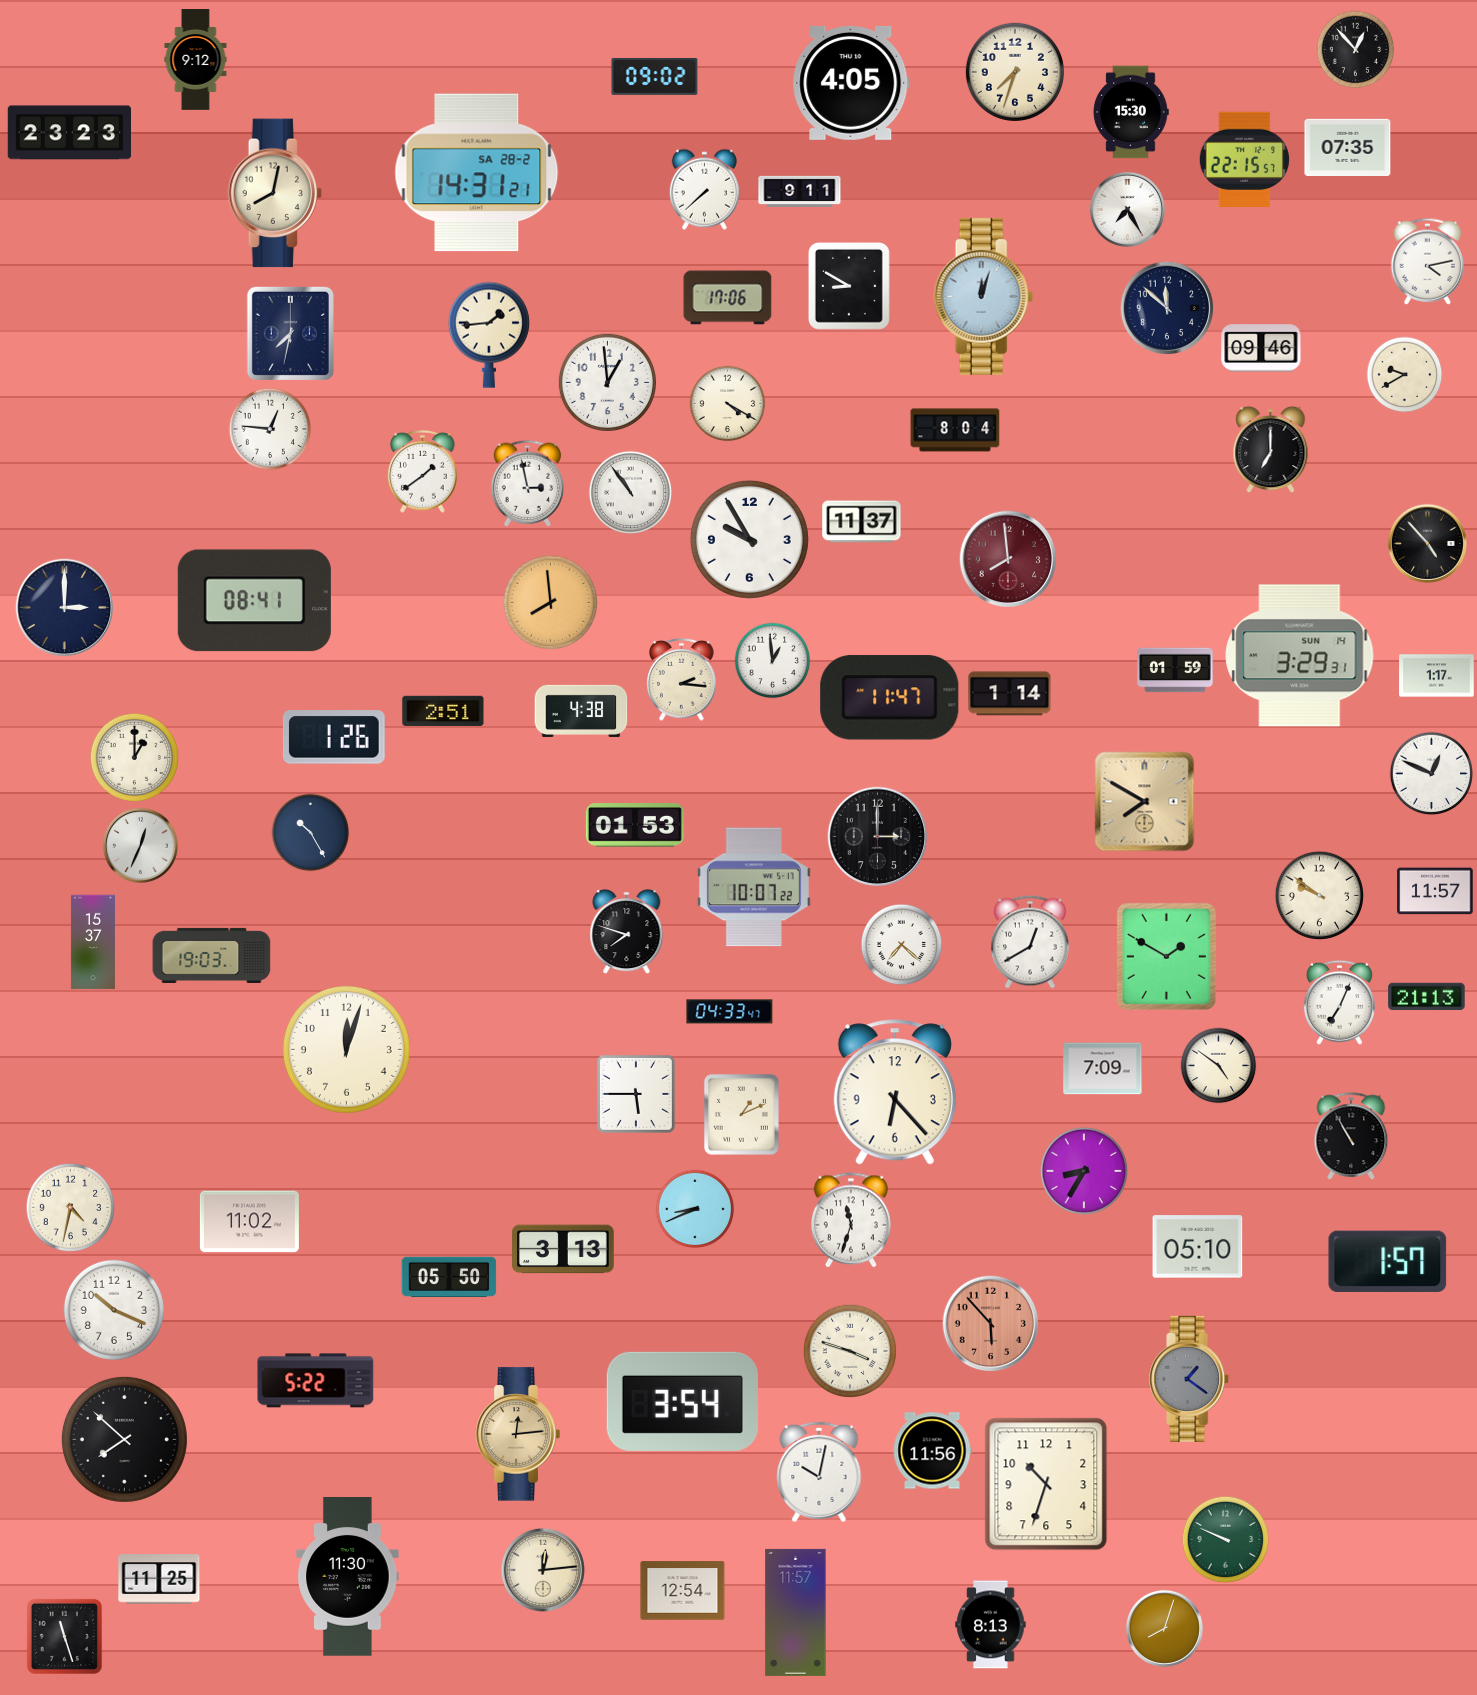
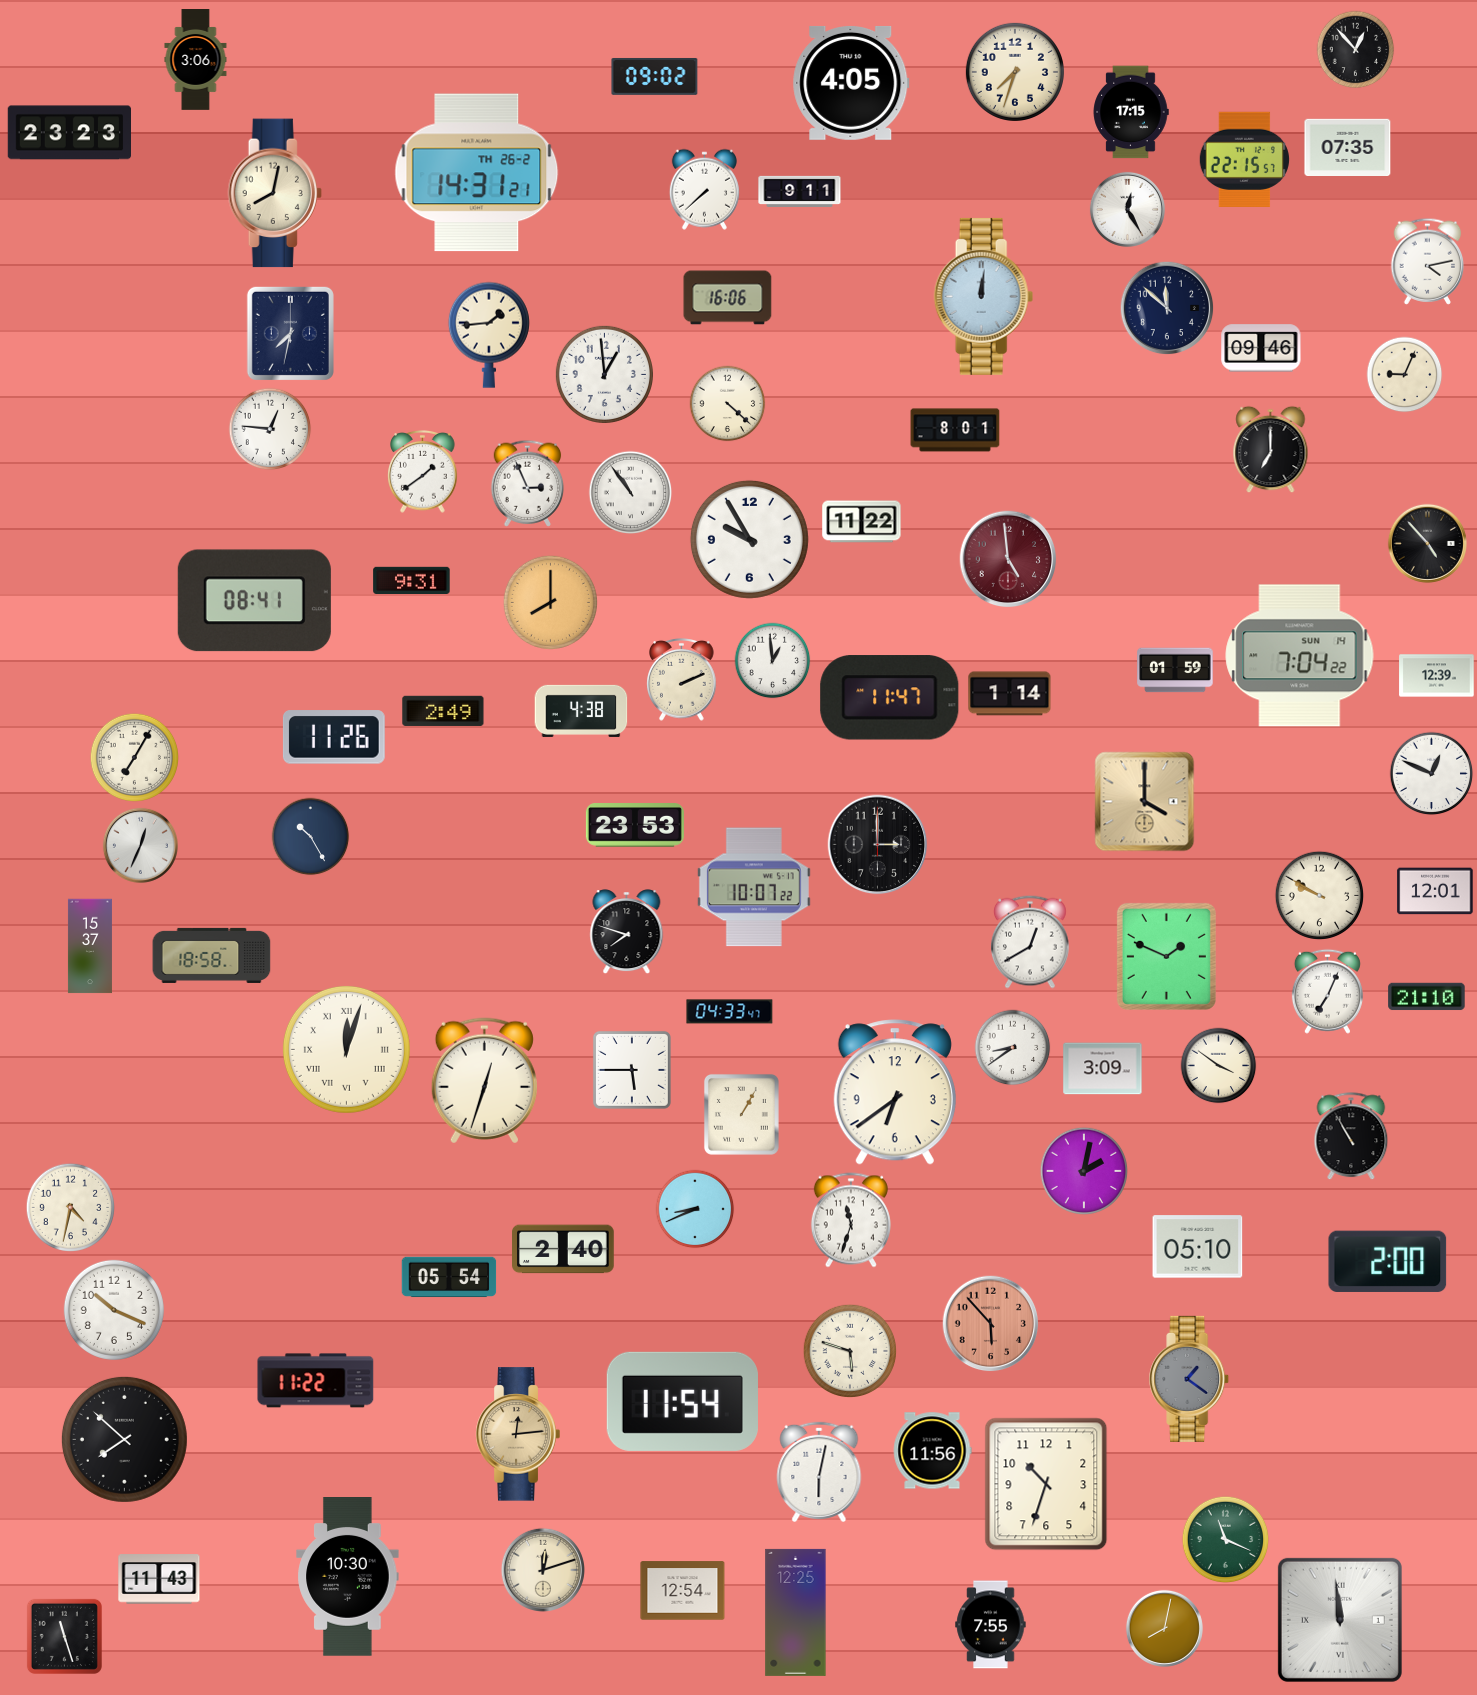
clock at (196, 60): 9:12 -> 3:06
clock at (1131, 112): 15:30 -> 17:15
clock at (477, 173) date: SA 28-2 -> TH 26-2
clock at (1127, 209): 7:25 -> 12:25
clock at (849, 286): 8:50 -> none
clock at (984, 296): 12:03 -> 12:01
clock at (728, 298): 17:06 -> 16:06
clock at (1405, 375): 9:40 -> 9:04
clock at (607, 382) position: (607, 382) -> (604, 374)
clock at (728, 404): 4:20 -> 4:22
clock at (955, 430): 8:04 -> 8:01
clock at (528, 483): 2:58 -> 2:56
clock at (862, 522): 11:37 -> 11:22
clock at (1008, 559): 7:59 -> 4:59
clock at (412, 580): none -> 9:31
clock at (550, 602): 7:59 -> 8:00
clock at (65, 608): 3:00 -> none
clock at (1300, 656): 3:29 -> 7:04
clock at (1437, 676): 1:17 -> 12:39
clock at (682, 680): 2:16 -> 2:11
clock at (443, 711): 2:51 -> 2:49
clock at (334, 737): 1:26 -> 11:26
clock at (135, 758): 1:00 -> 7:05
clock at (1145, 802): 7:50 -> 4:00
clock at (635, 826): 01:53 -> 23:53
clock at (311, 833) position: (311, 833) -> (311, 837)
clock at (878, 837) position: (878, 837) -> (878, 845)
clock at (1435, 891): 11:57 -> 12:01
clock at (1320, 896): 9:51 -> 9:50
clock at (93, 942) position: (93, 942) -> (90, 946)
clock at (902, 945): 7:22 -> none
clock at (212, 955): 19:03 -> 18:58
clock at (1166, 956): 1:50 -> 1:49
clock at (1427, 997): 21:13 -> 21:10
clock at (1339, 1002) position: (1339, 1002) -> (1327, 991)
clock at (1013, 1048): none -> 8:39
clock at (346, 1049) numerals: Arabic -> Roman
clock at (1219, 1066): 4:51 -> 3:51
clock at (1103, 1069): 7:09 -> 3:09
clock at (484, 1081): none -> 12:33
clock at (895, 1092): 6:23 -> 6:39
clock at (636, 1094) position: (636, 1094) -> (632, 1070)
clock at (741, 1114): 1:11 -> 1:05
clock at (1084, 1171): 8:35 -> 2:02
clock at (249, 1222): 11:02 -> none
clock at (564, 1249): 3:13 -> 2:40
clock at (1388, 1261): 1:57 -> 2:00
clock at (449, 1277): 05:50 -> 05:54
clock at (849, 1350): 3:48 -> 5:48
clock at (316, 1381): 5:22 -> 11:22
clock at (682, 1401): 3:54 -> 11:54
clock at (819, 1471): 10:02 -> 6:02
clock at (1226, 1540): 9:49 -> 11:19
clock at (543, 1570): 12:14 -> 12:12
clock at (348, 1577): 11:30 -> 10:30
clock at (159, 1579): 11:25 -> 11:43
clock at (796, 1612): 11:57 -> 12:25
clock at (1340, 1620): none -> 11:59
clock at (991, 1625): 8:13 -> 7:55
clock at (1164, 1628): 8:03 -> 8:02
